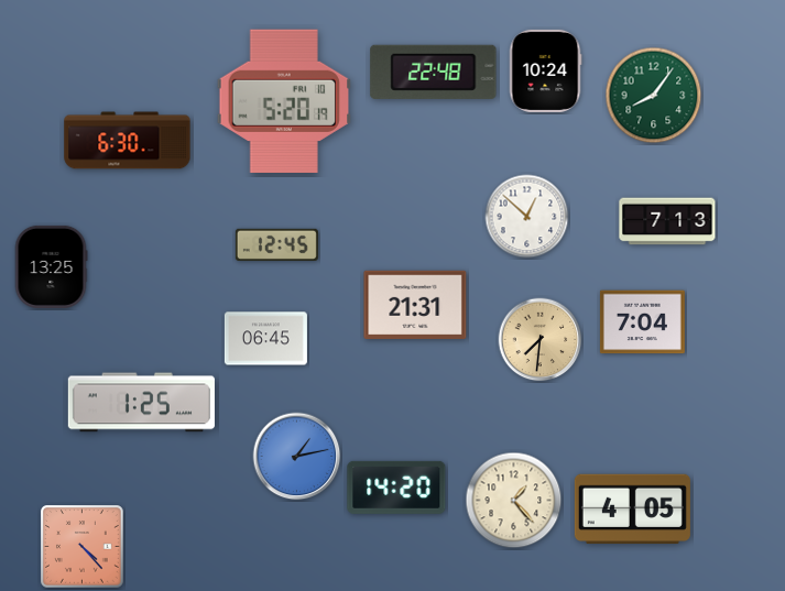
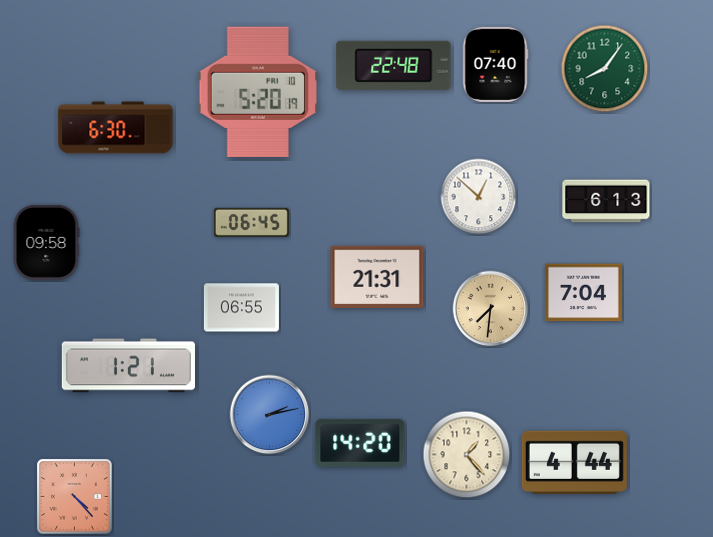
clock at (545, 70): 10:24 -> 07:40
clock at (654, 96) position: (654, 96) -> (605, 69)
clock at (667, 221): 7:13 -> 6:13
clock at (276, 244): 12:45 -> 06:45
clock at (51, 266): 13:25 -> 09:58
clock at (265, 339): 06:45 -> 06:55
clock at (141, 403): 1:25 -> 1:21
clock at (297, 457): 1:13 -> 2:13
clock at (632, 508): 4:05 -> 4:44
